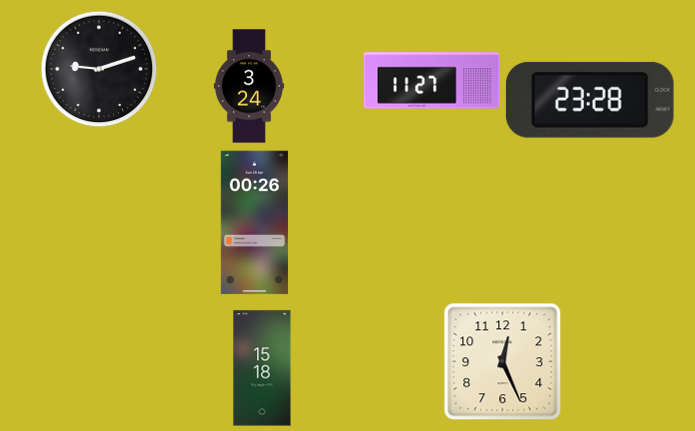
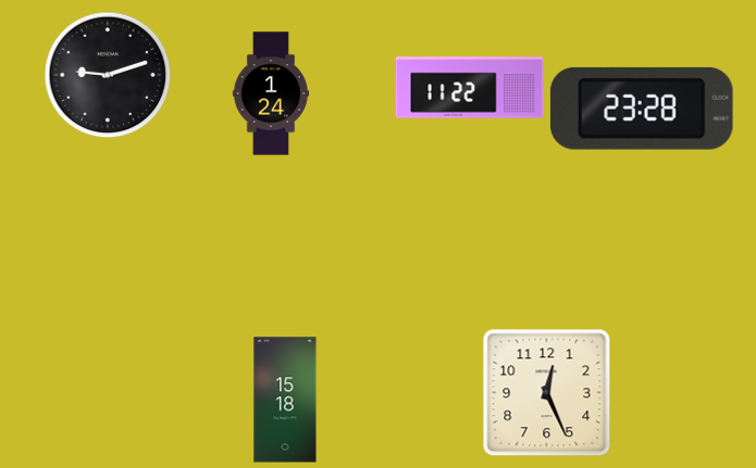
clock at (432, 81): 11:27 -> 11:22
clock at (249, 86): 3:24 -> 1:24
clock at (254, 223): 00:26 -> none
